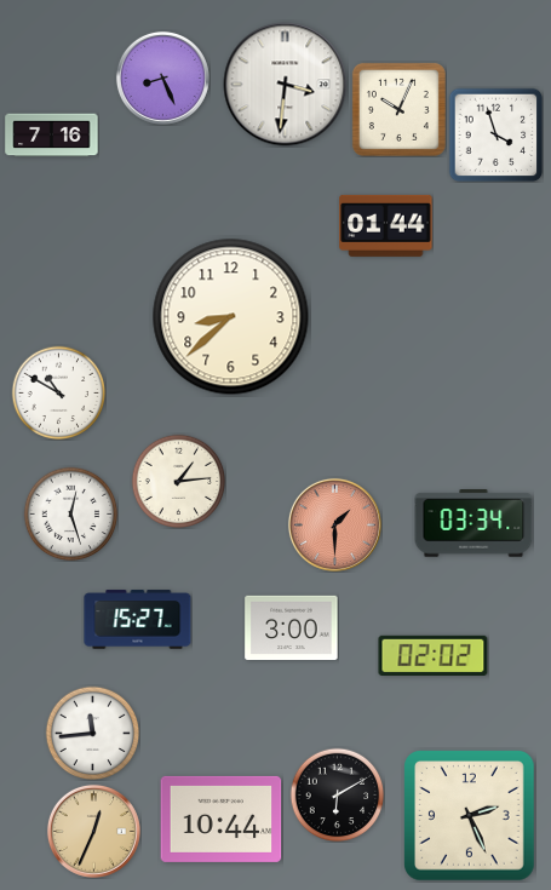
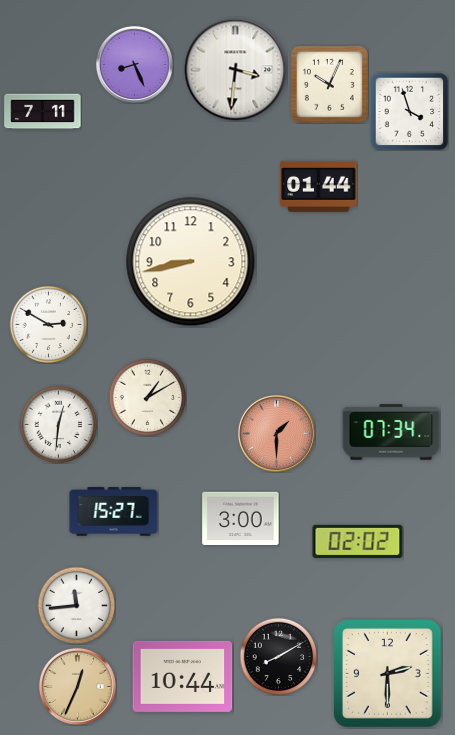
clock at (398, 109) position: (398, 109) -> (329, 84)
clock at (52, 136): 7:16 -> 7:11
clock at (231, 317): 8:38 -> 8:43
clock at (58, 392): 10:50 -> 2:50
clock at (178, 481): 1:14 -> 1:10
clock at (70, 513): 12:27 -> 12:31
clock at (473, 523): 03:34 -> 07:34
clock at (337, 794): 6:10 -> 8:10
clock at (470, 816): 2:26 -> 2:30
